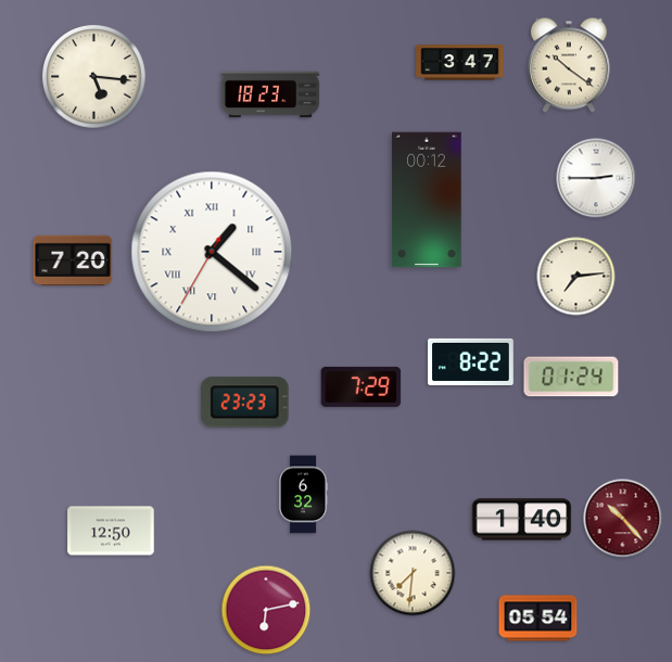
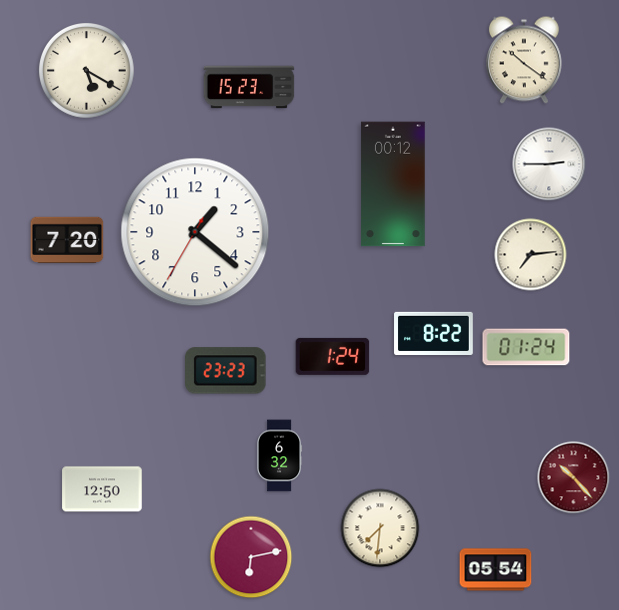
clock at (460, 63): 3:47 -> none
clock at (94, 77): 5:16 -> 5:20
clock at (270, 94): 18:23 -> 15:23
clock at (212, 252) numerals: Roman -> Arabic
clock at (362, 386): 7:29 -> 1:24
clock at (522, 520): 1:40 -> none
clock at (266, 610) position: (266, 610) -> (251, 557)
